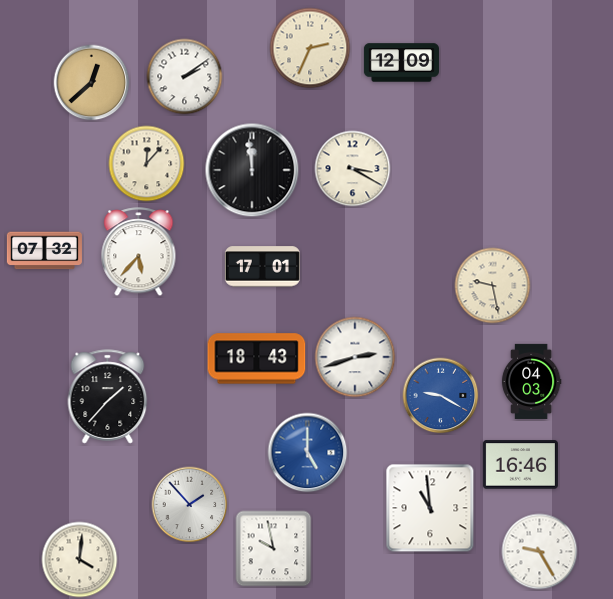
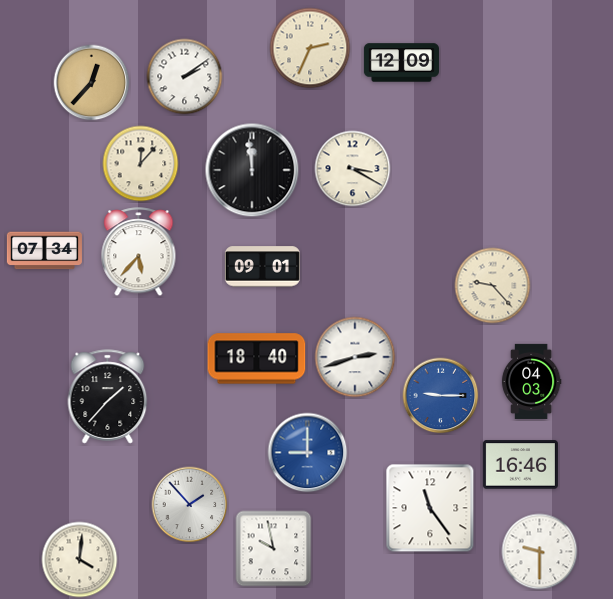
clock at (92, 83): 12:38 -> 12:37
clock at (147, 164) position: (147, 164) -> (141, 164)
clock at (44, 251): 07:32 -> 07:34
clock at (262, 267): 17:01 -> 09:01
clock at (493, 286): 9:28 -> 9:23
clock at (257, 359): 18:43 -> 18:40
clock at (441, 396): 9:20 -> 9:15
clock at (308, 453): 5:00 -> 9:00
clock at (430, 508): 10:59 -> 11:24
clock at (540, 552): 9:25 -> 9:30
